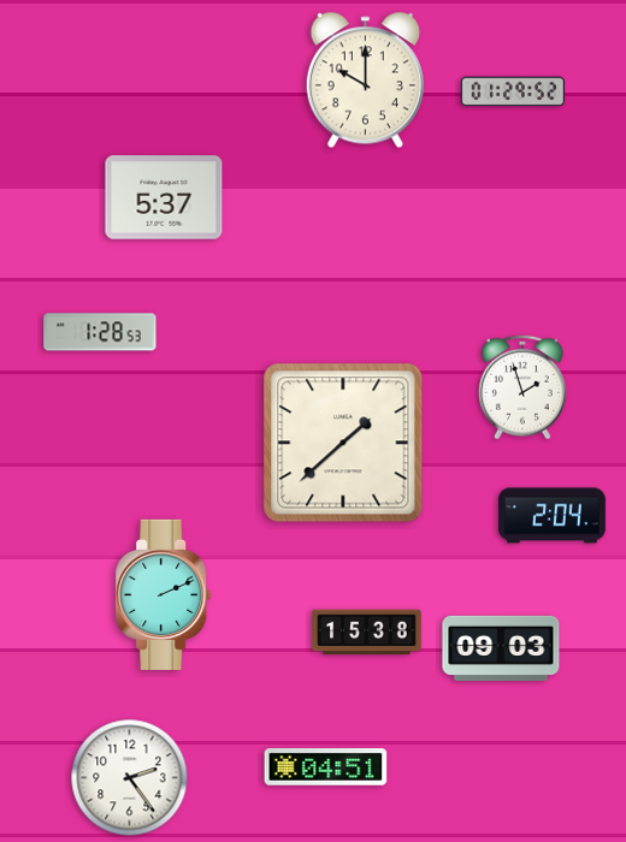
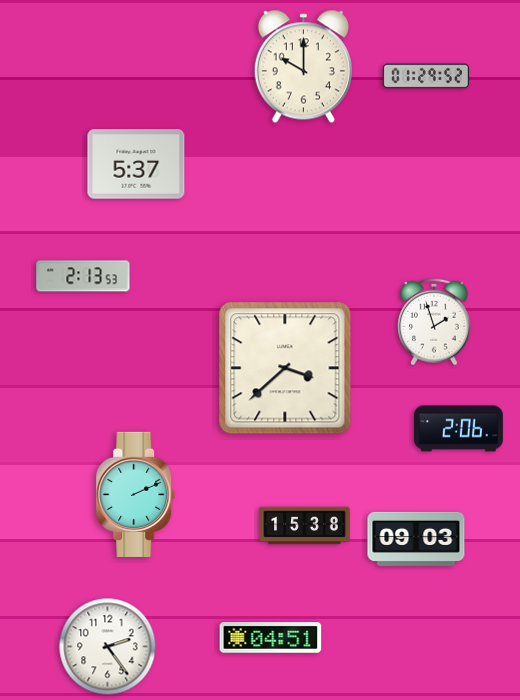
clock at (100, 332): 1:28 -> 2:13
clock at (343, 443): 1:38 -> 3:38
clock at (551, 516): 2:04 -> 2:06
